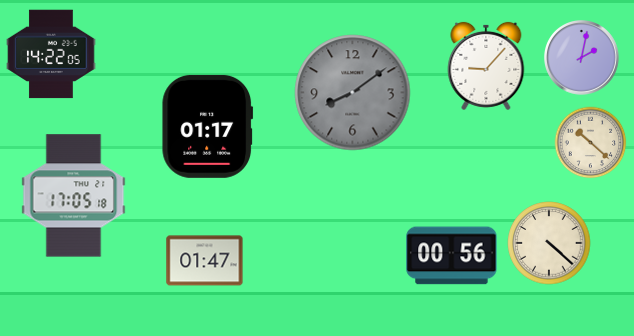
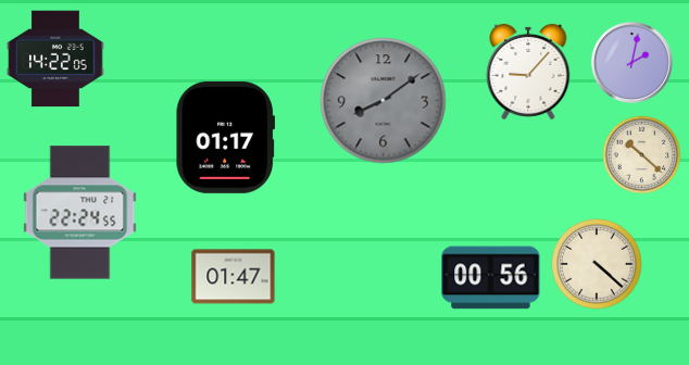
clock at (74, 196): 17:05 -> 22:24
clock at (205, 261) position: (205, 261) -> (234, 277)
